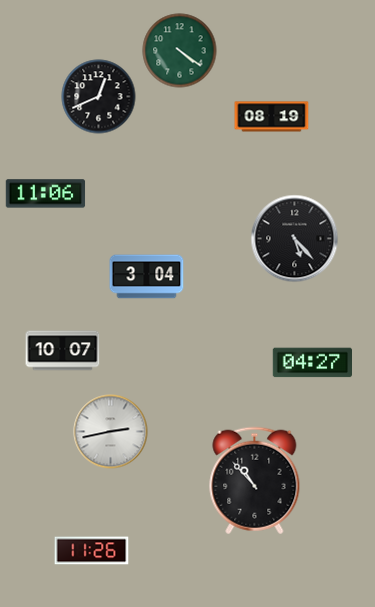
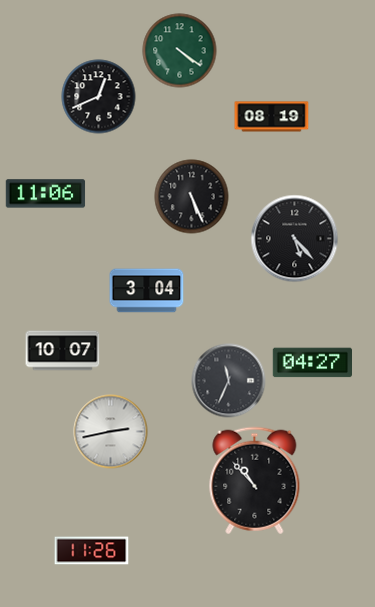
clock at (192, 197): none -> 5:26
clock at (147, 277) position: (147, 277) -> (147, 291)
clock at (229, 381): none -> 11:34
